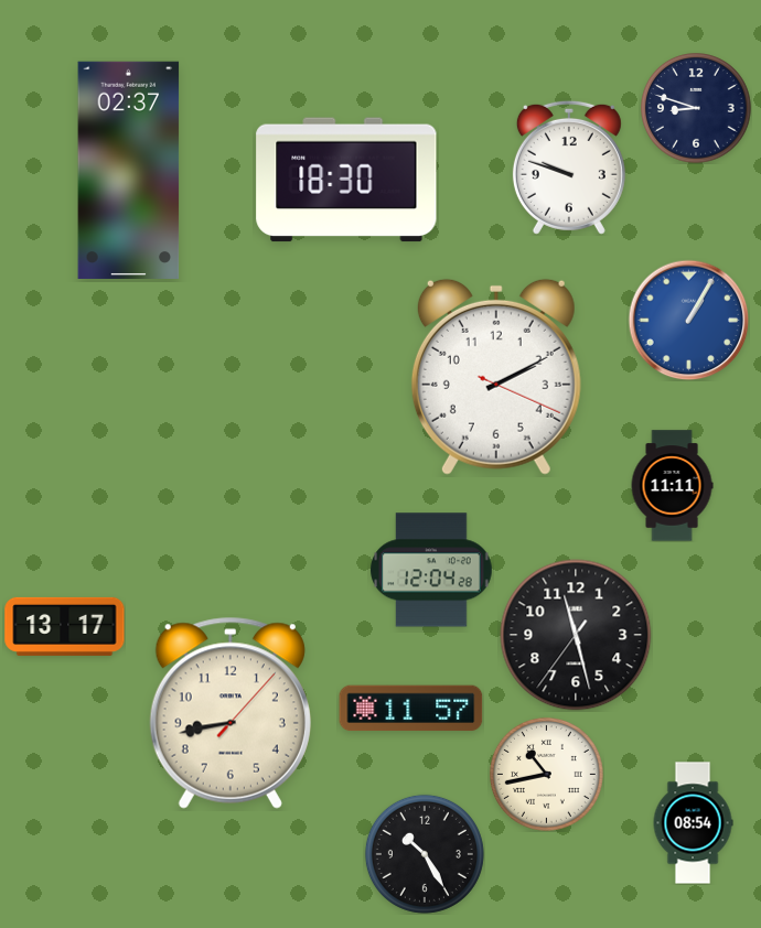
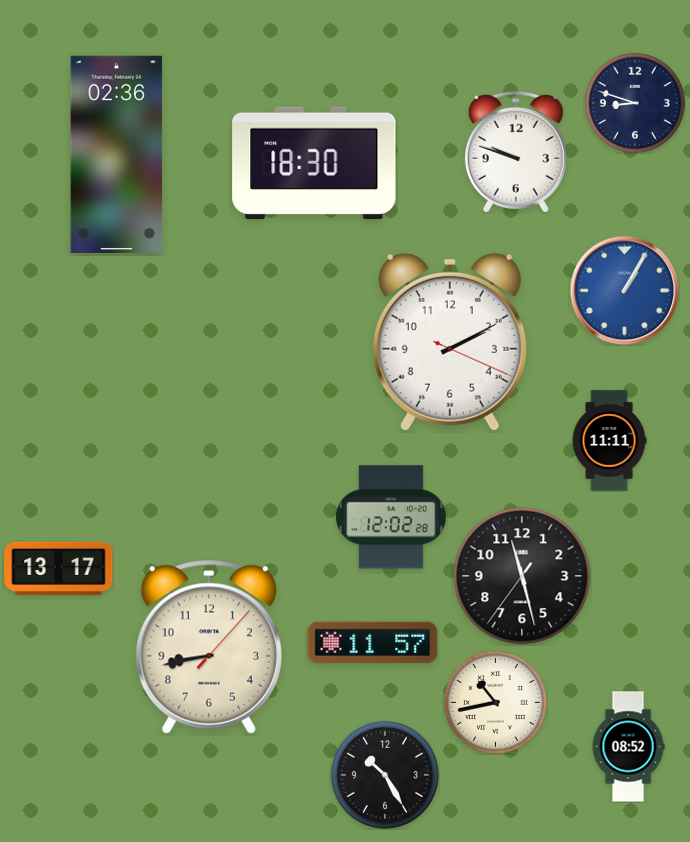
clock at (697, 109) position: (697, 109) -> (636, 104)
clock at (129, 170): 02:37 -> 02:36
clock at (431, 570): 12:04 -> 12:02
clock at (693, 823): 08:54 -> 08:52
